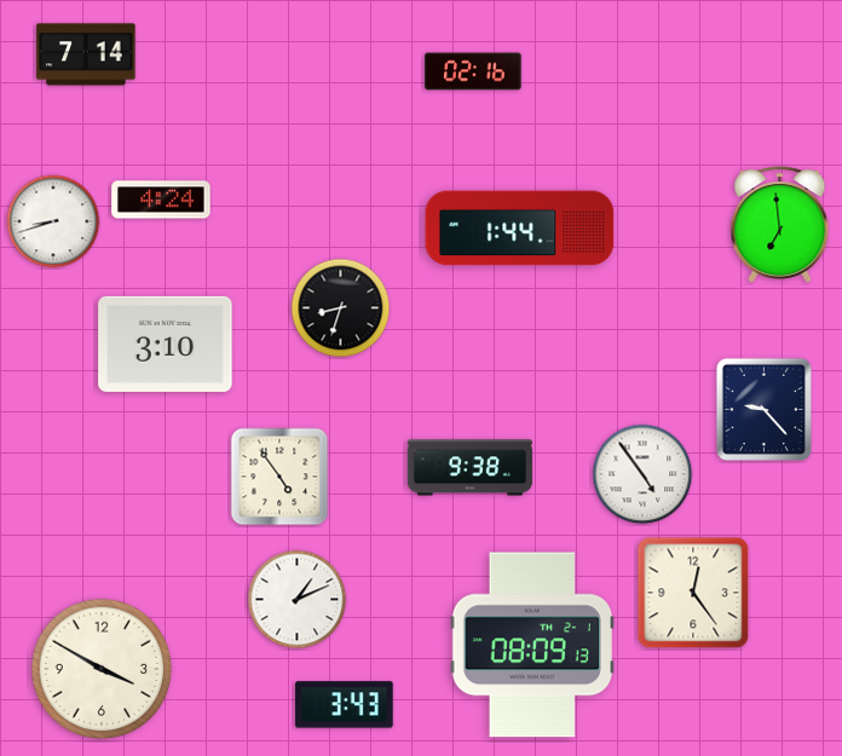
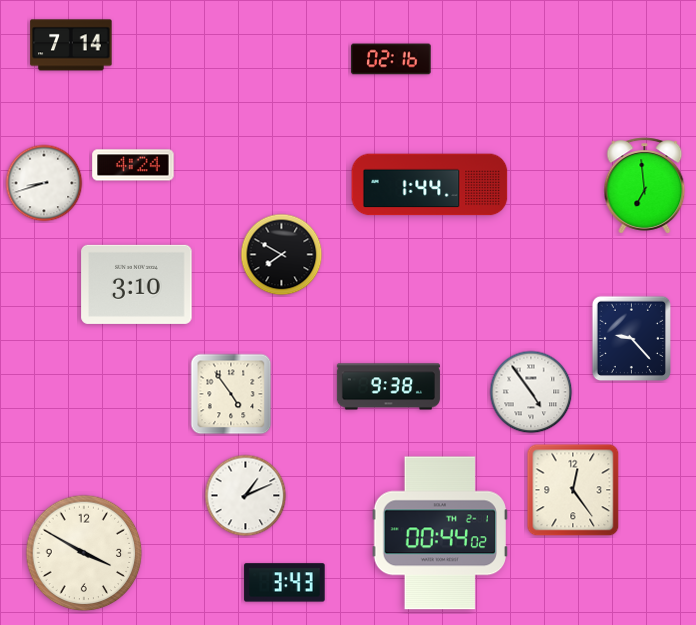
clock at (520, 229) position: (520, 229) -> (430, 185)
clock at (341, 308): 8:33 -> 7:50
clock at (532, 645): 08:09 -> 00:44
